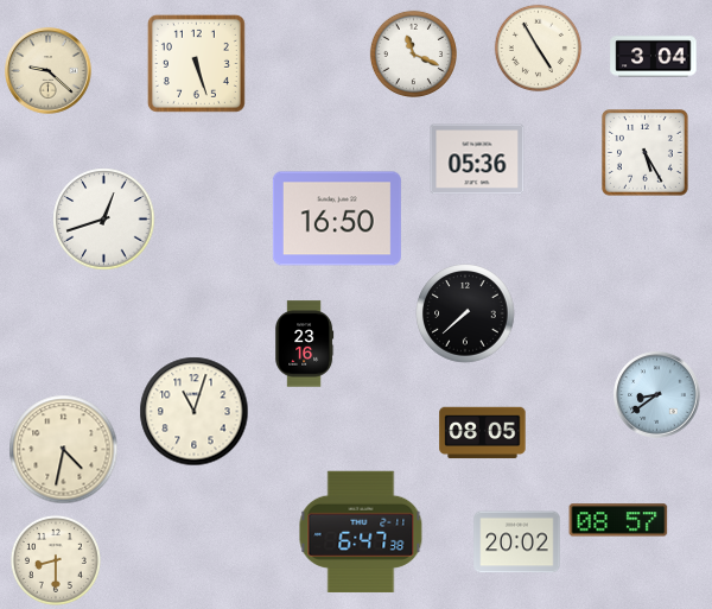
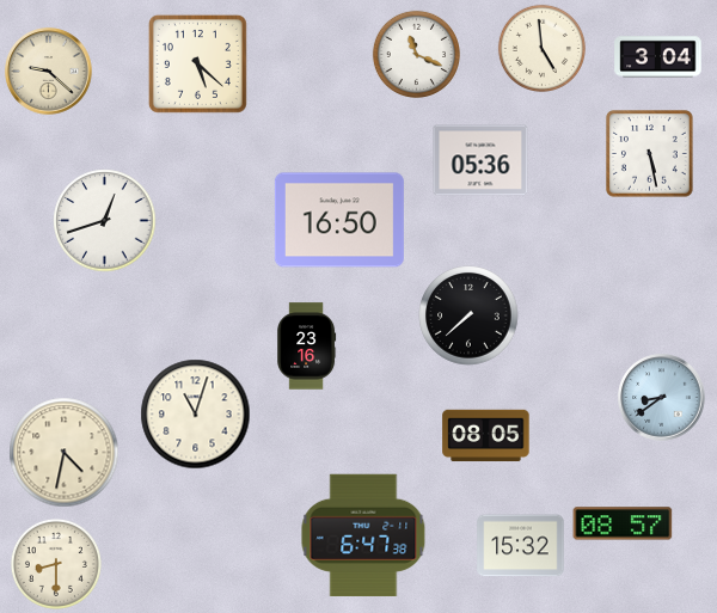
clock at (538, 47): 4:55 -> 4:59
clock at (196, 63): 5:27 -> 5:22
clock at (646, 153): 5:25 -> 5:28
clock at (517, 543): 20:02 -> 15:32
